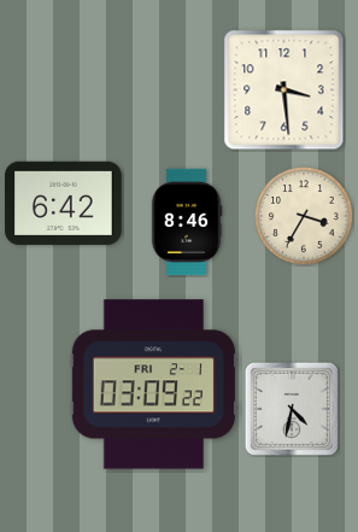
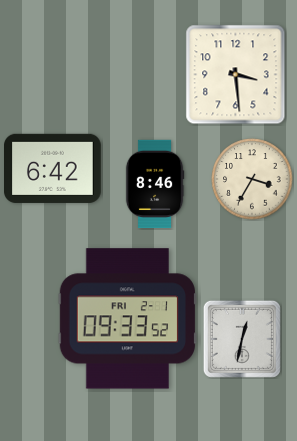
clock at (153, 385): 03:09 -> 09:33
clock at (292, 409): 4:32 -> 12:32
